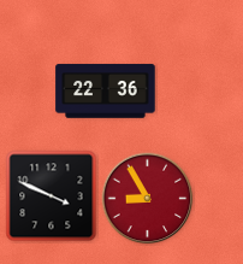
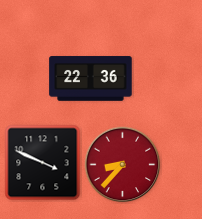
clock at (106, 92) position: (106, 92) -> (91, 79)
clock at (148, 199): 8:55 -> 8:37
